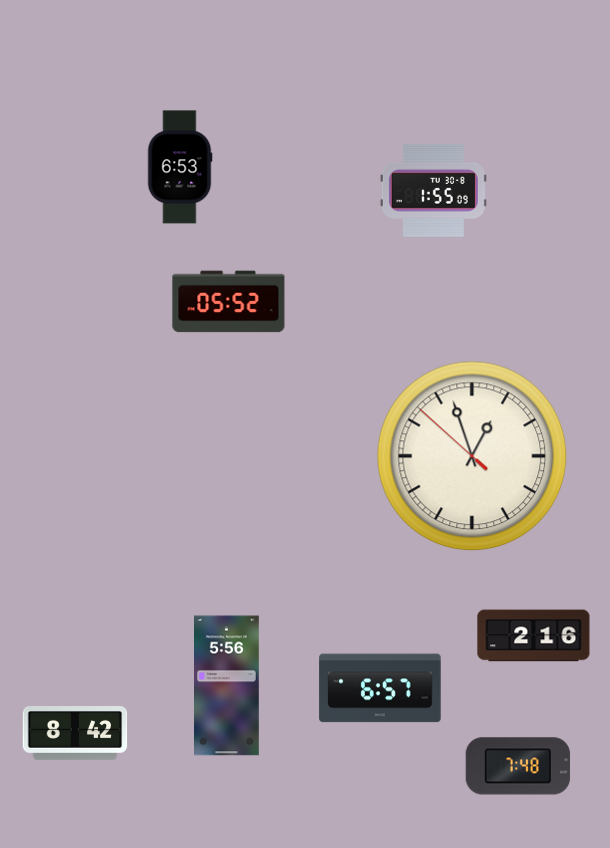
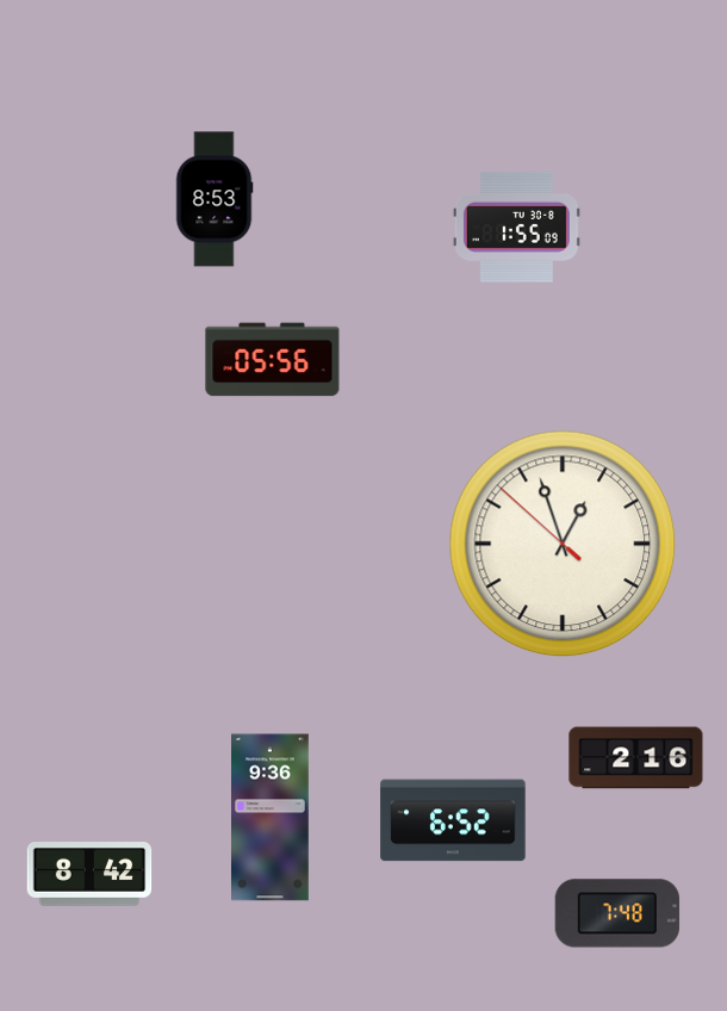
clock at (180, 167): 6:53 -> 8:53
clock at (229, 302): 05:52 -> 05:56
clock at (227, 686): 5:56 -> 9:36
clock at (380, 688): 6:57 -> 6:52
